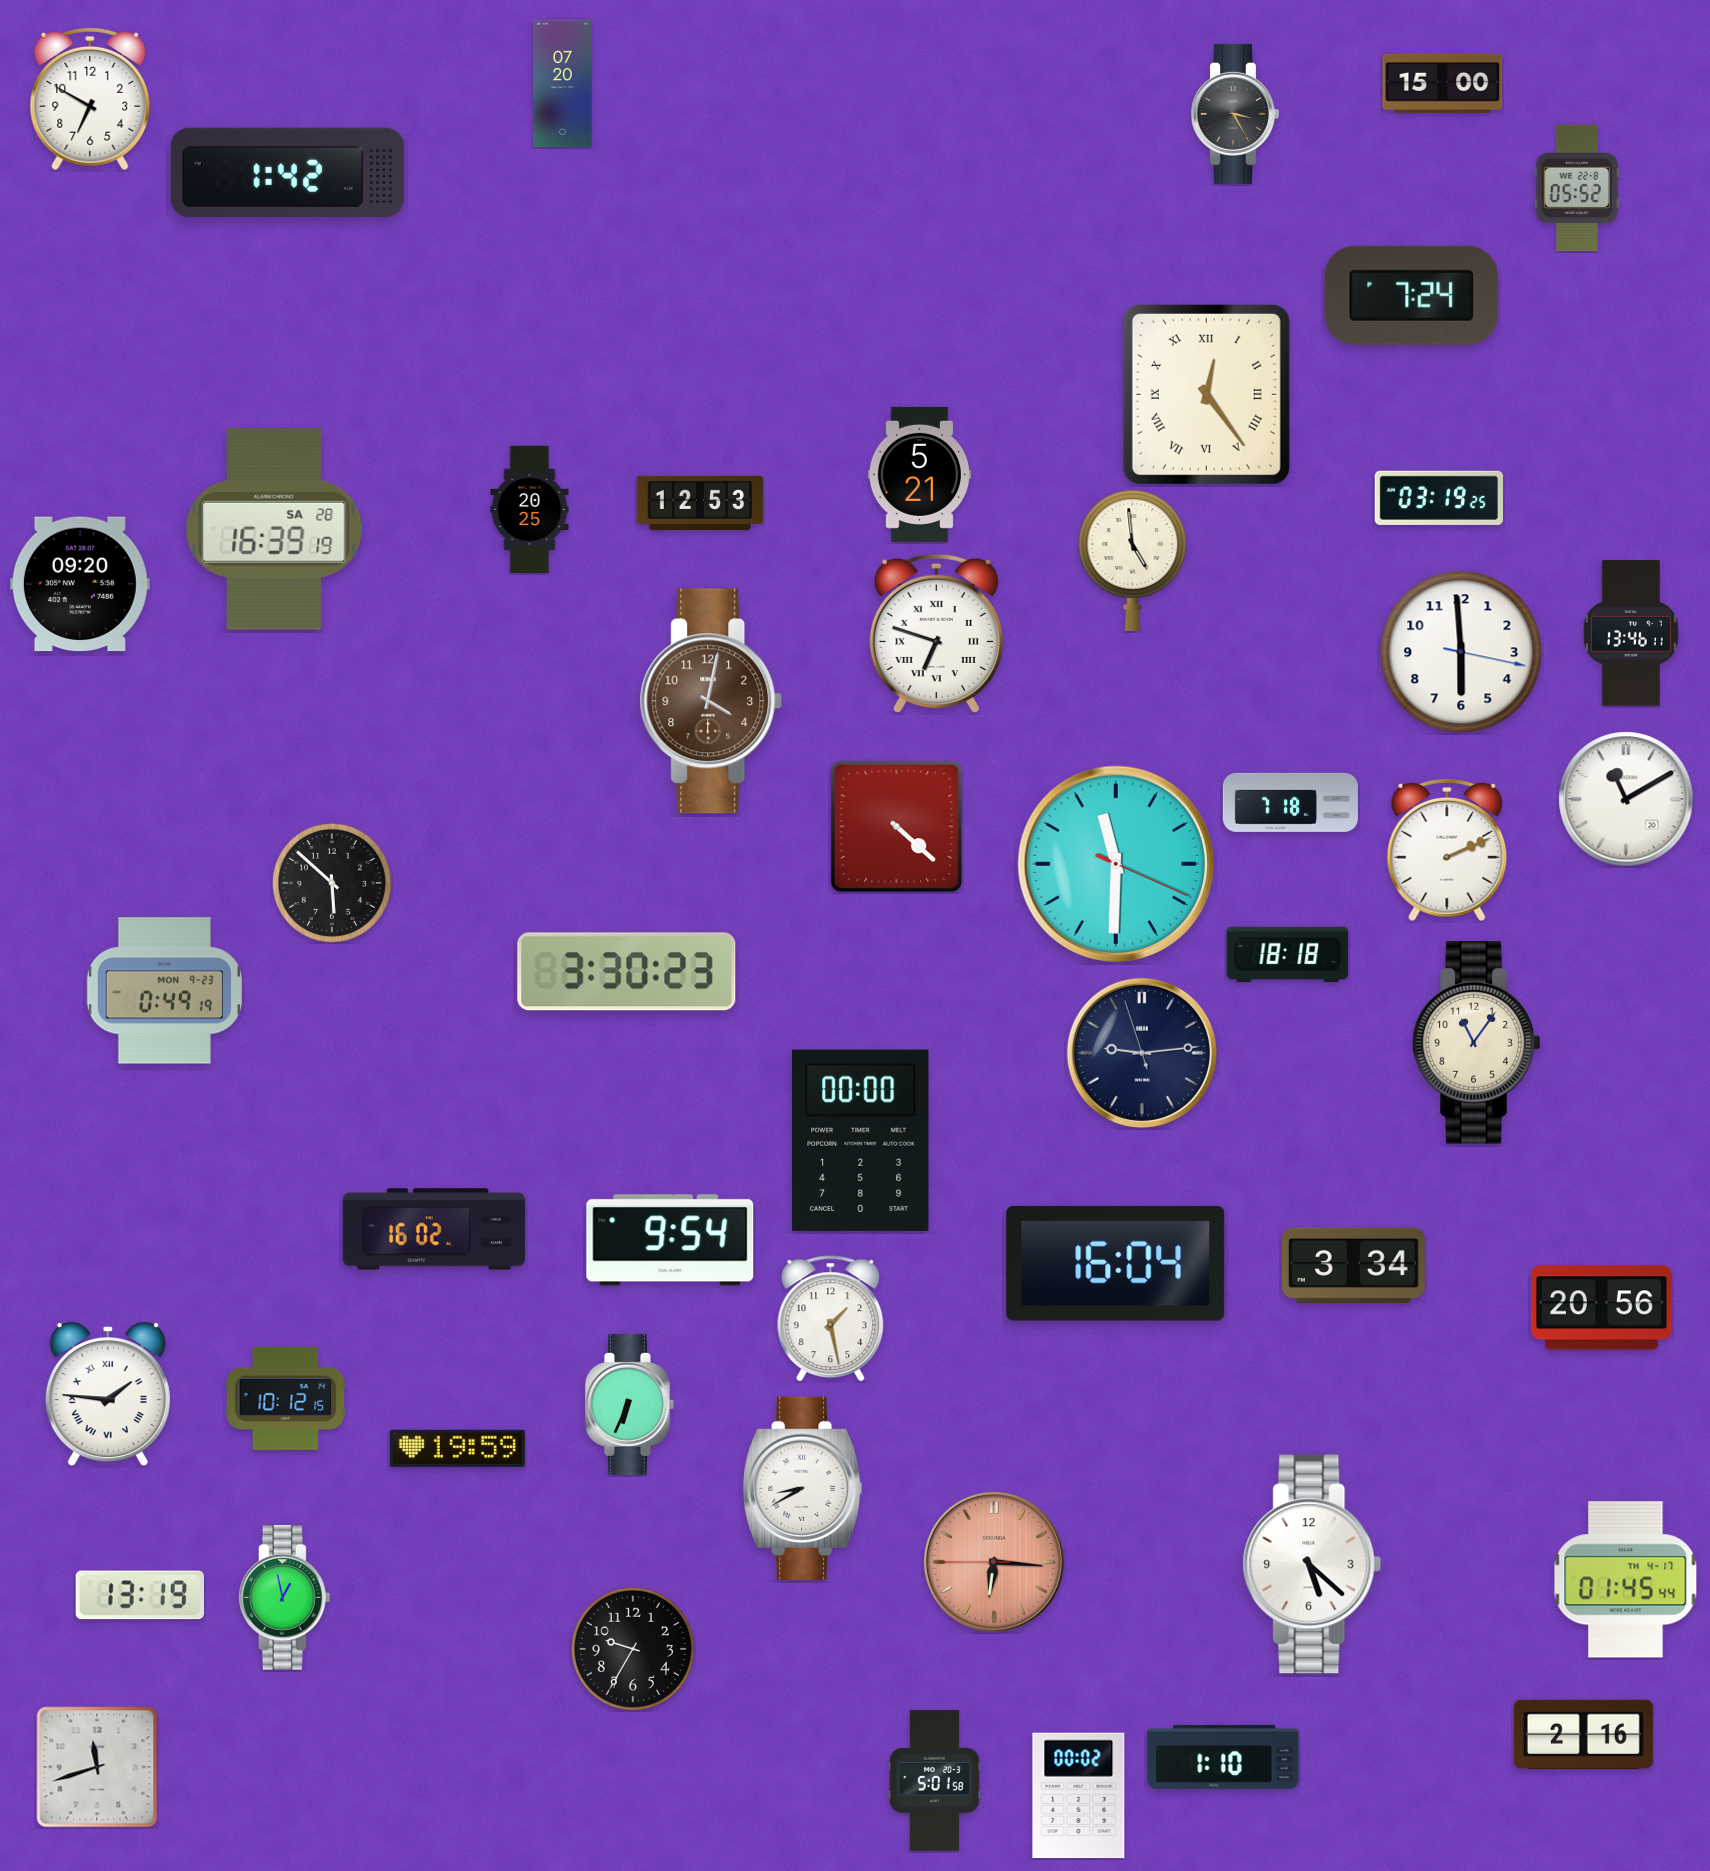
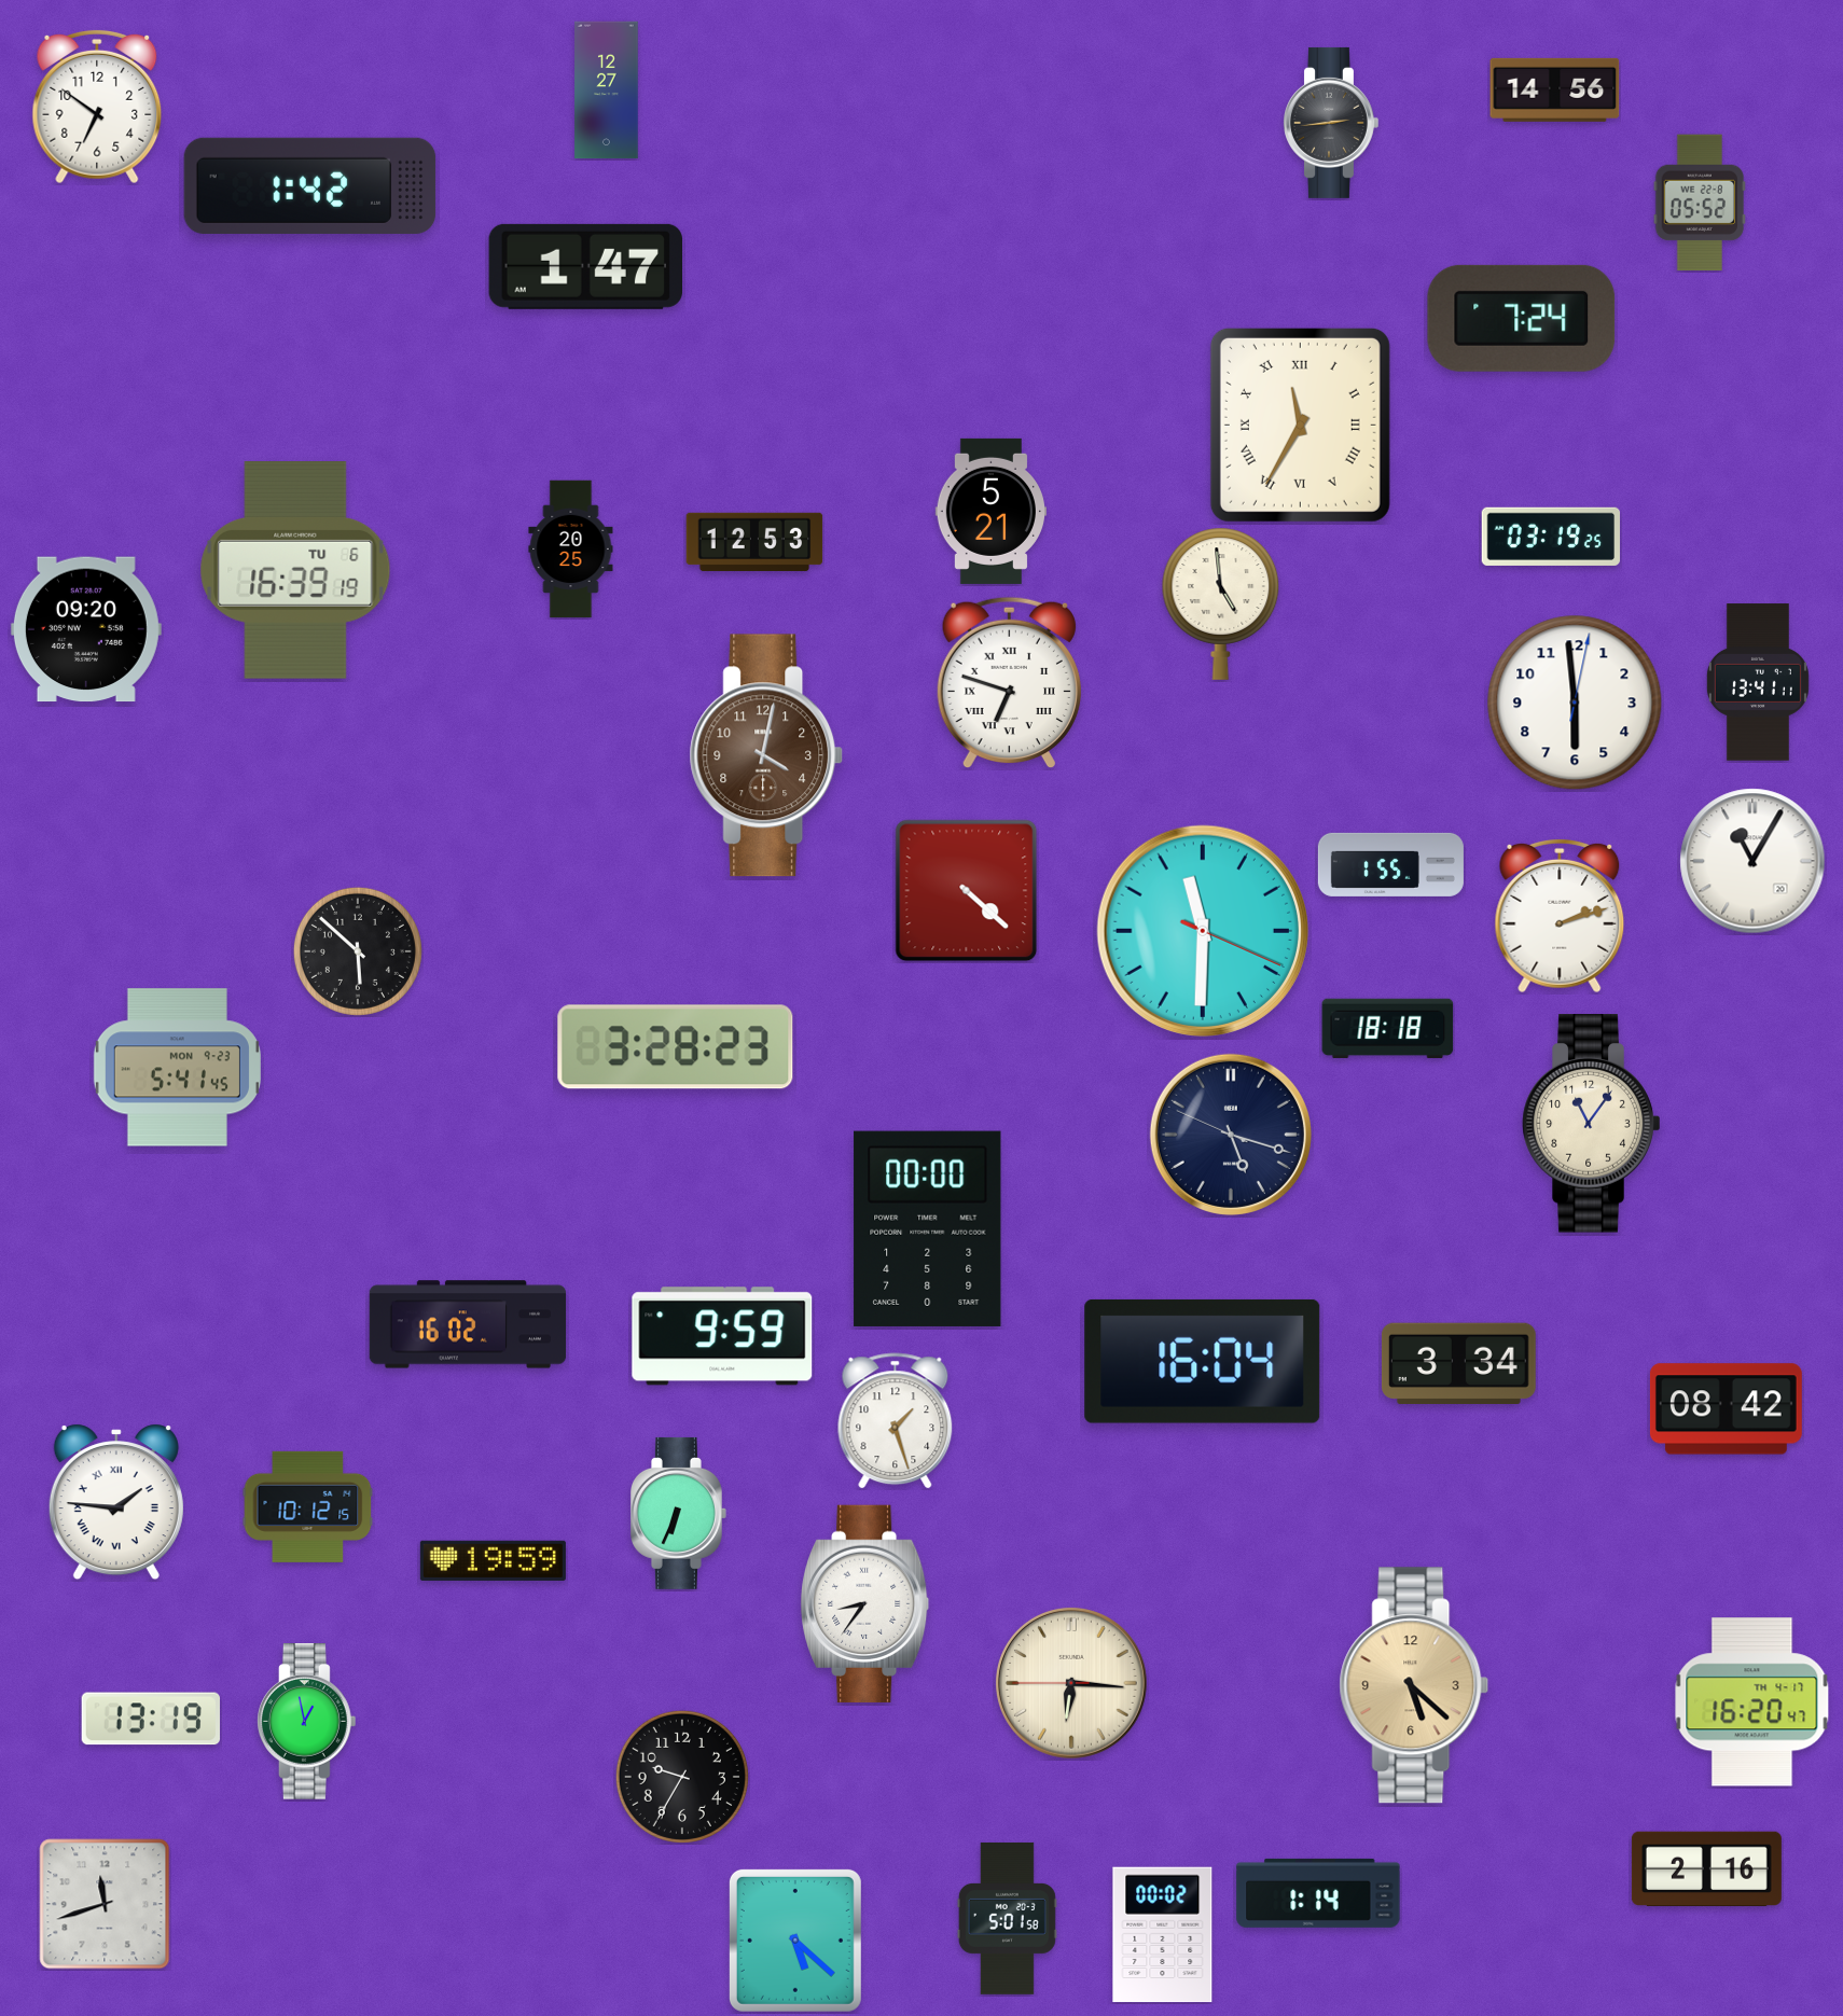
clock at (1443, 83): 15:00 -> 14:56
clock at (563, 84): 07:20 -> 12:27
clock at (90, 99): 6:50 -> 6:51
clock at (1235, 114): 3:25 -> 2:44
clock at (585, 266): none -> 1:47
clock at (1206, 394): 12:24 -> 11:35
clock at (274, 530) date: SA 28 -> TU 6
clock at (1631, 633): 13:46 -> 13:41
clock at (1461, 652): 5:59:17 -> 5:59:02
clock at (1626, 799): 11:10 -> 11:05
clock at (1290, 802): 7:18 -> 1:55
clock at (1447, 850): 2:11 -> 2:12
clock at (627, 972): 3:30 -> 3:28
clock at (164, 991): 0:49 -> 5:41
clock at (1142, 1053): 9:13 -> 5:17
clock at (670, 1240): 9:54 -> 9:59
clock at (1601, 1308): 20:56 -> 08:42
clock at (831, 1319): 1:28 -> 1:27
clock at (803, 1488): 8:40 -> 8:36
clock at (994, 1562) dial: salmon -> cream
clock at (1312, 1564) dial: white -> champagne
clock at (1626, 1580): 01:45 -> 16:20
clock at (1223, 1757): 1:10 -> 1:14
clock at (795, 1941): none -> 5:22
